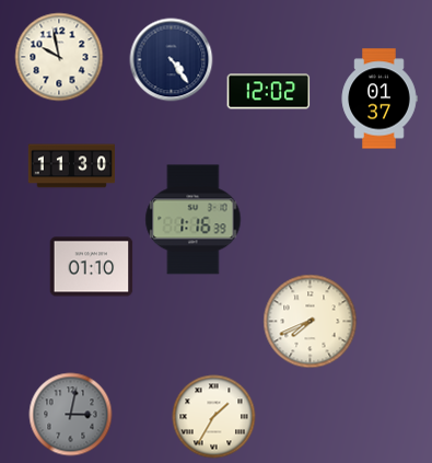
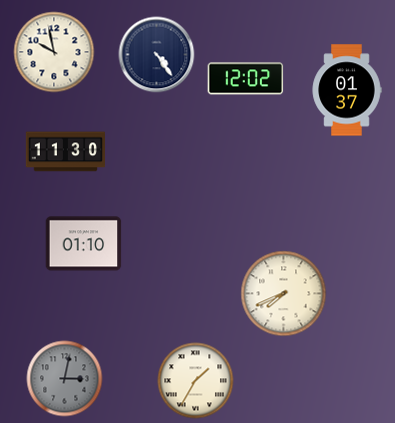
clock at (269, 92) position: (269, 92) -> (246, 79)
clock at (194, 220): 1:16 -> none
